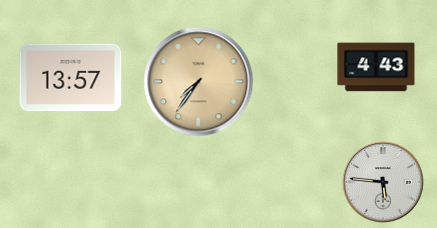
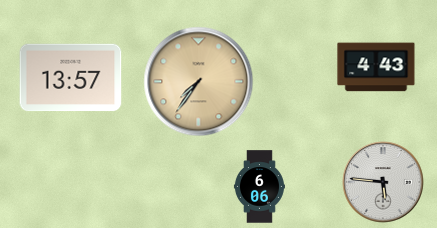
clock at (259, 187): none -> 6:06
